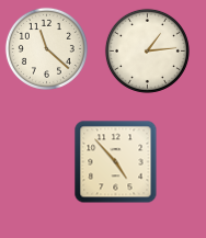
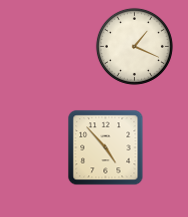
clock at (46, 48): 11:22 -> none
clock at (147, 50): 1:14 -> 1:19
